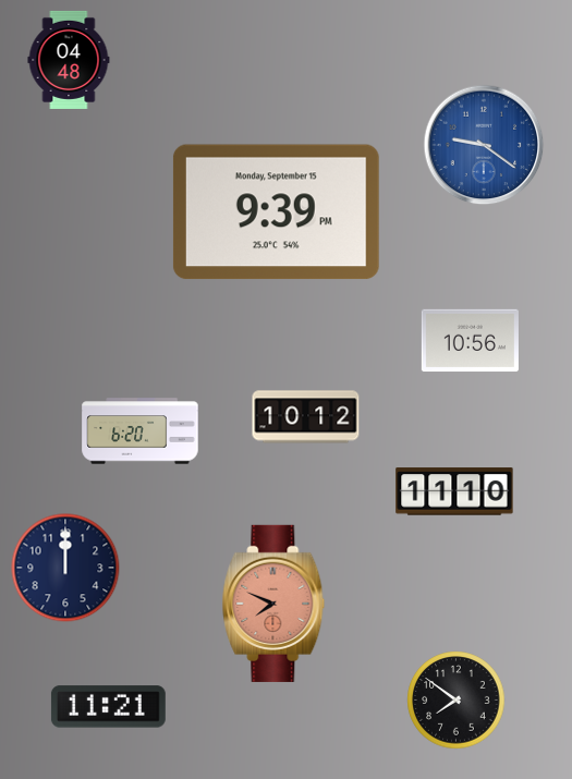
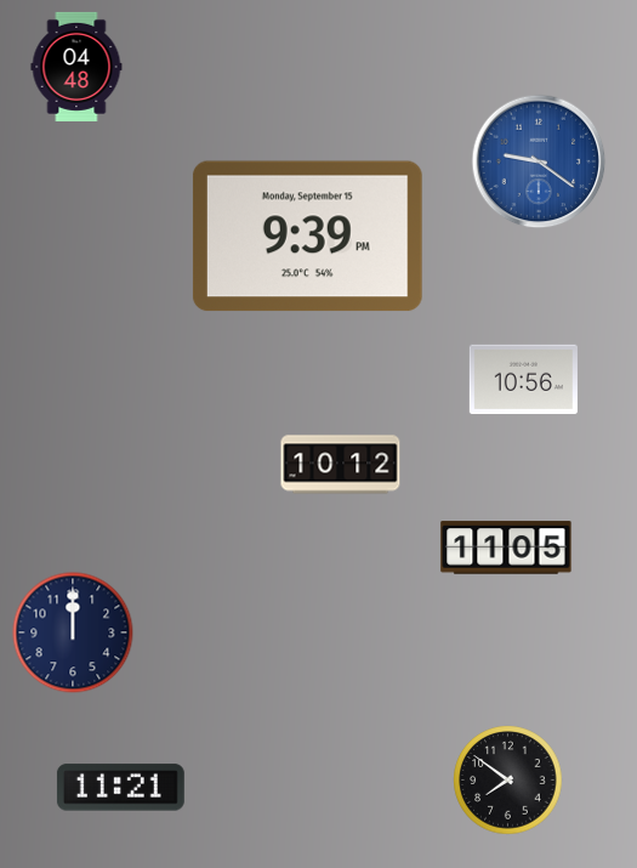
clock at (141, 431): 6:20 -> none
clock at (454, 491): 11:10 -> 11:05
clock at (273, 604): 7:49 -> none
